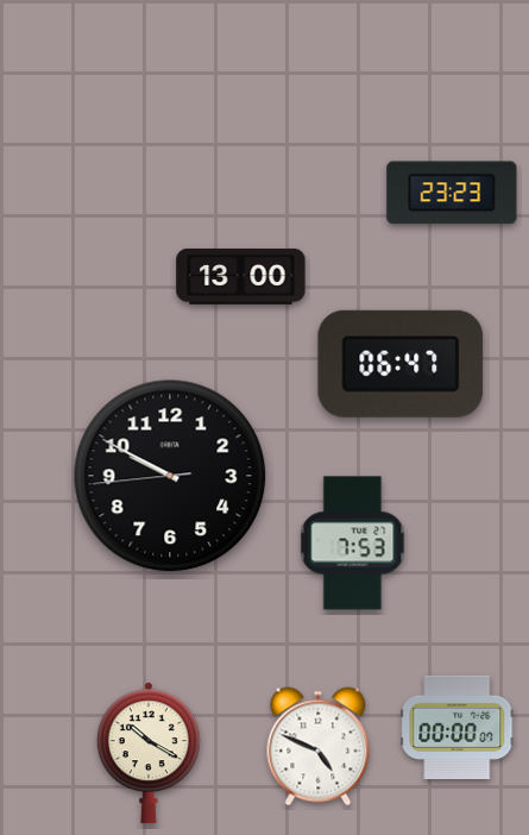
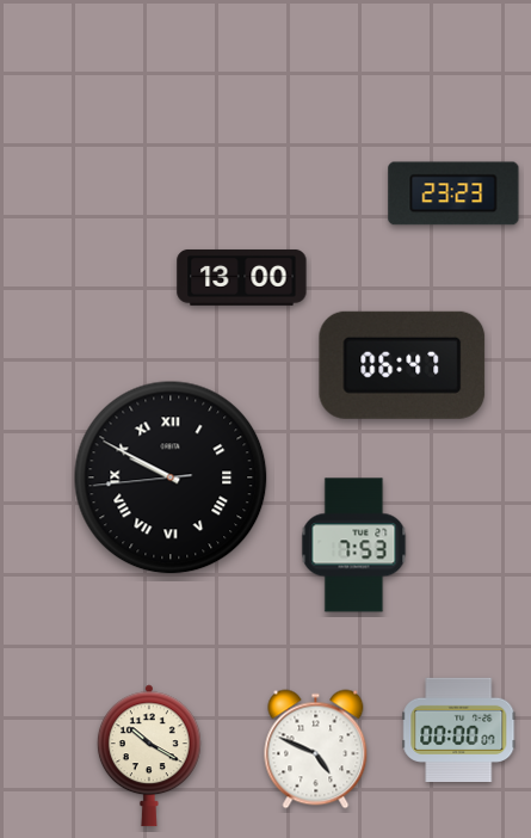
clock at (170, 476) numerals: Arabic -> Roman
clock at (319, 747) position: (319, 747) -> (316, 750)
